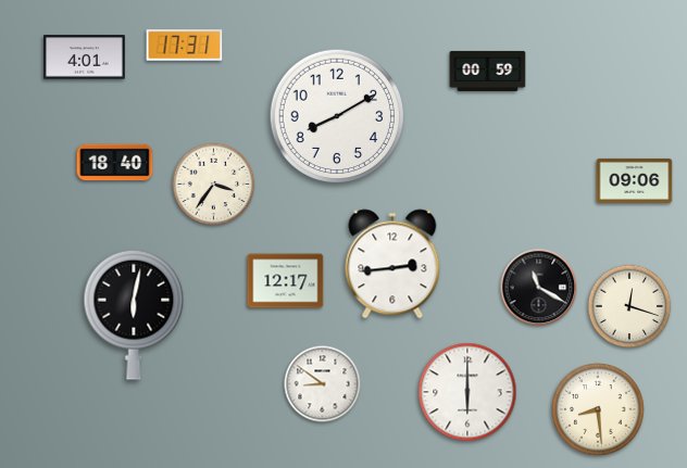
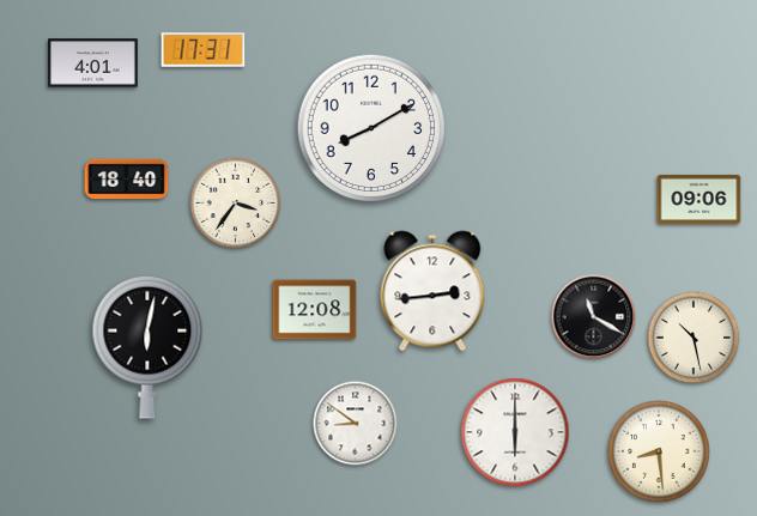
clock at (488, 71): 00:59 -> none
clock at (286, 281): 12:17 -> 12:08
clock at (629, 306): 12:18 -> 10:28
